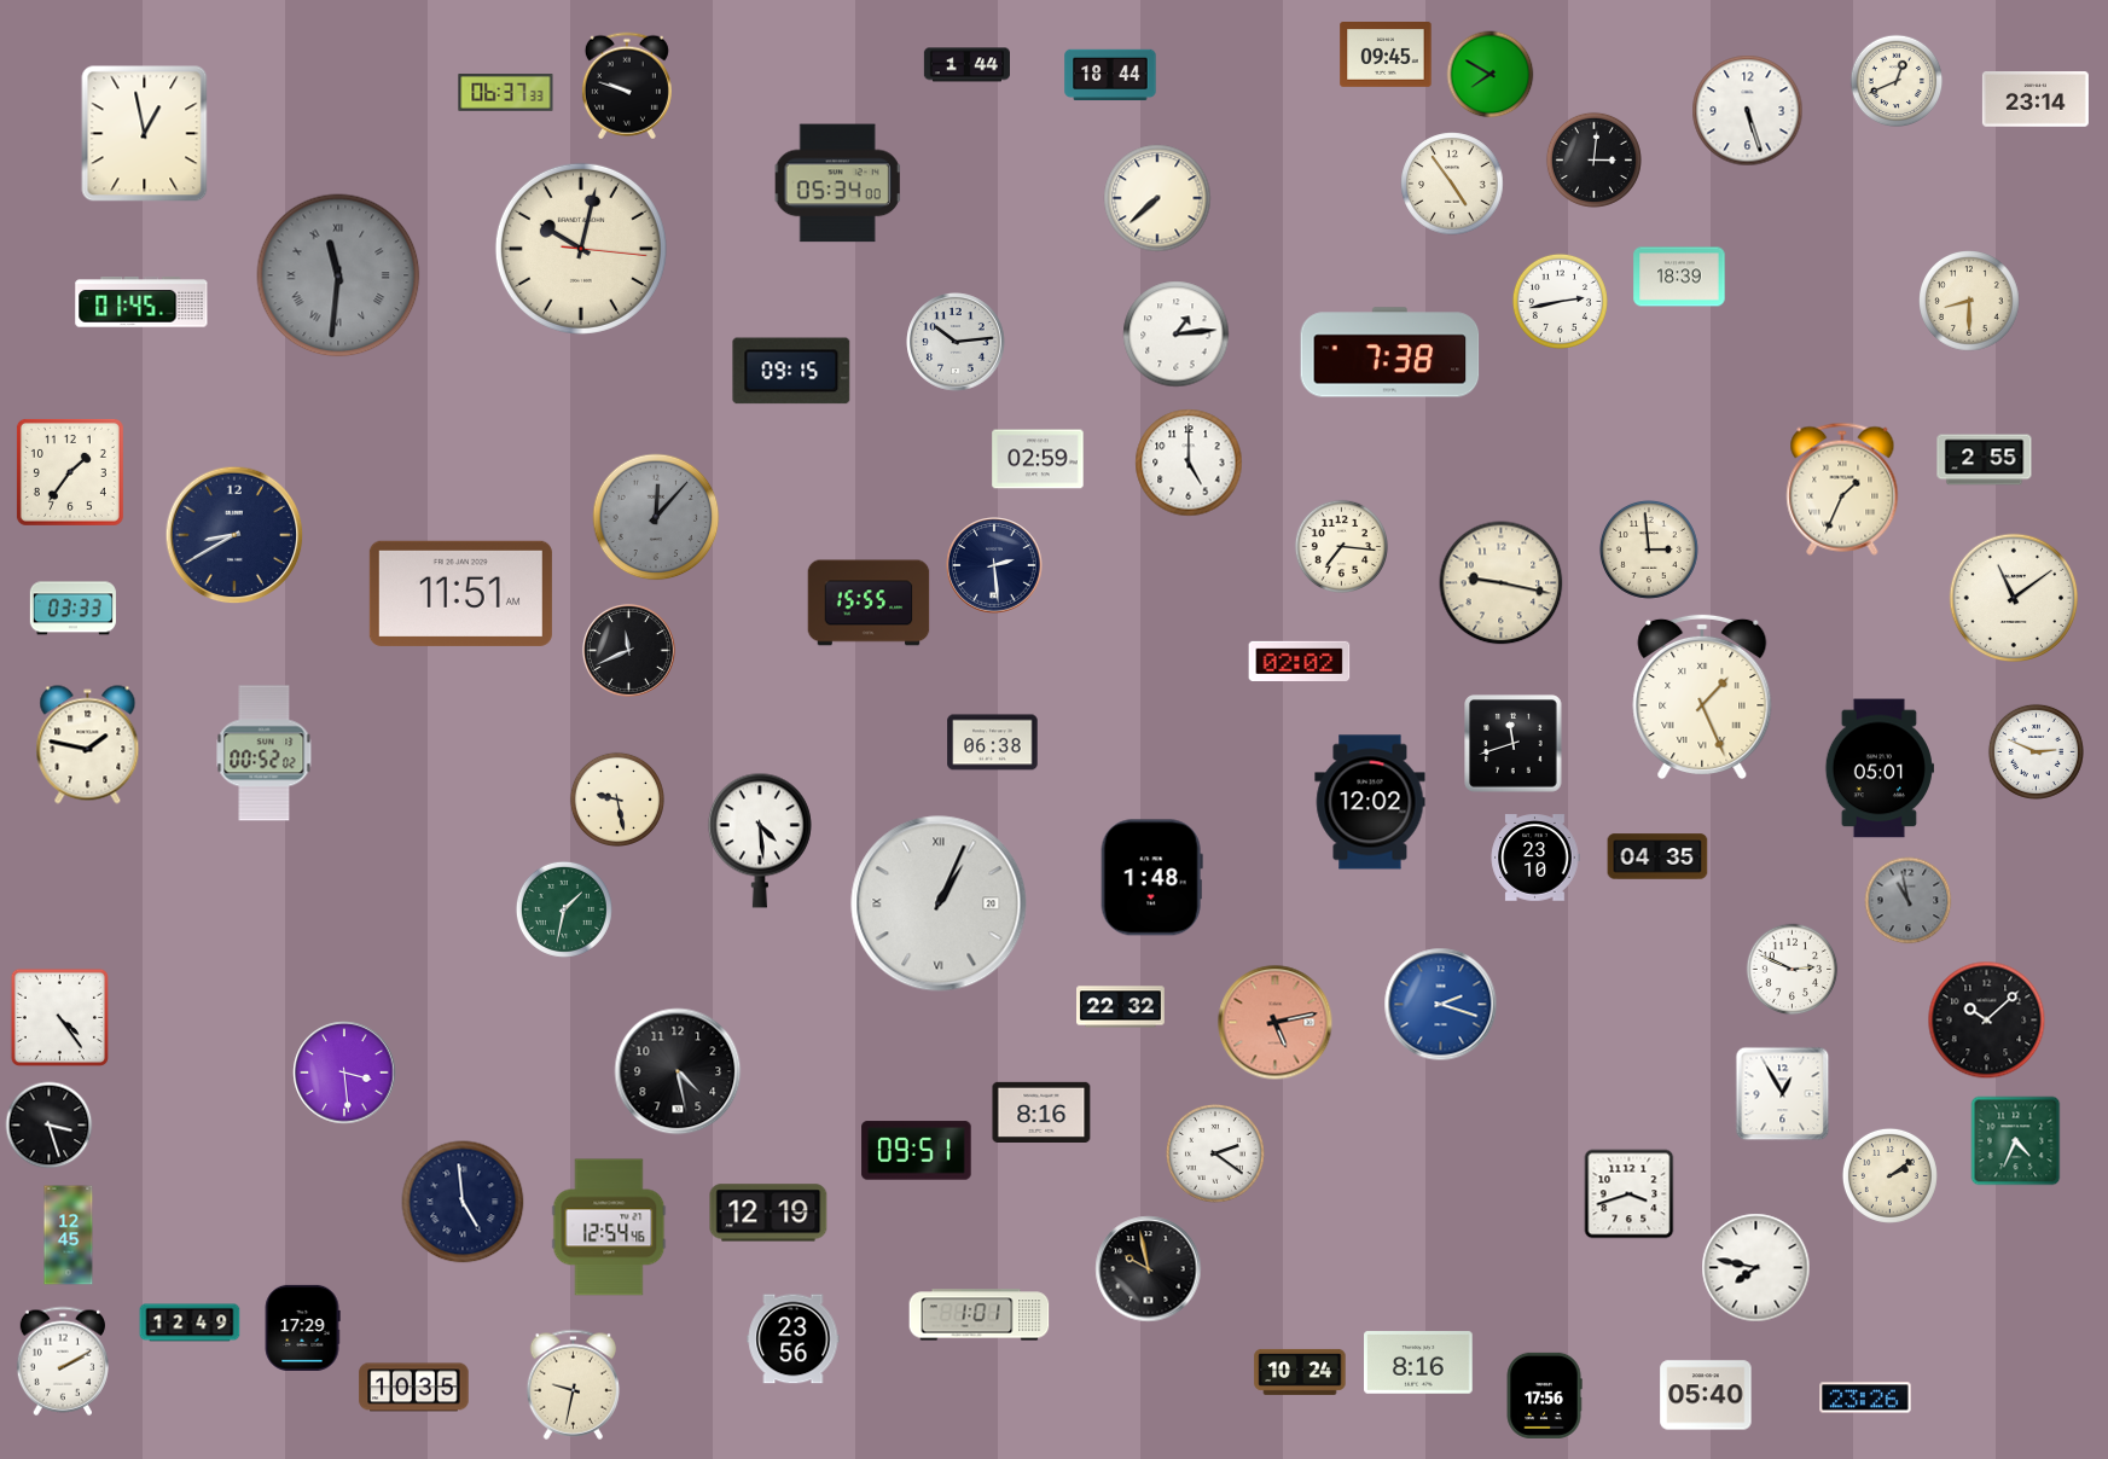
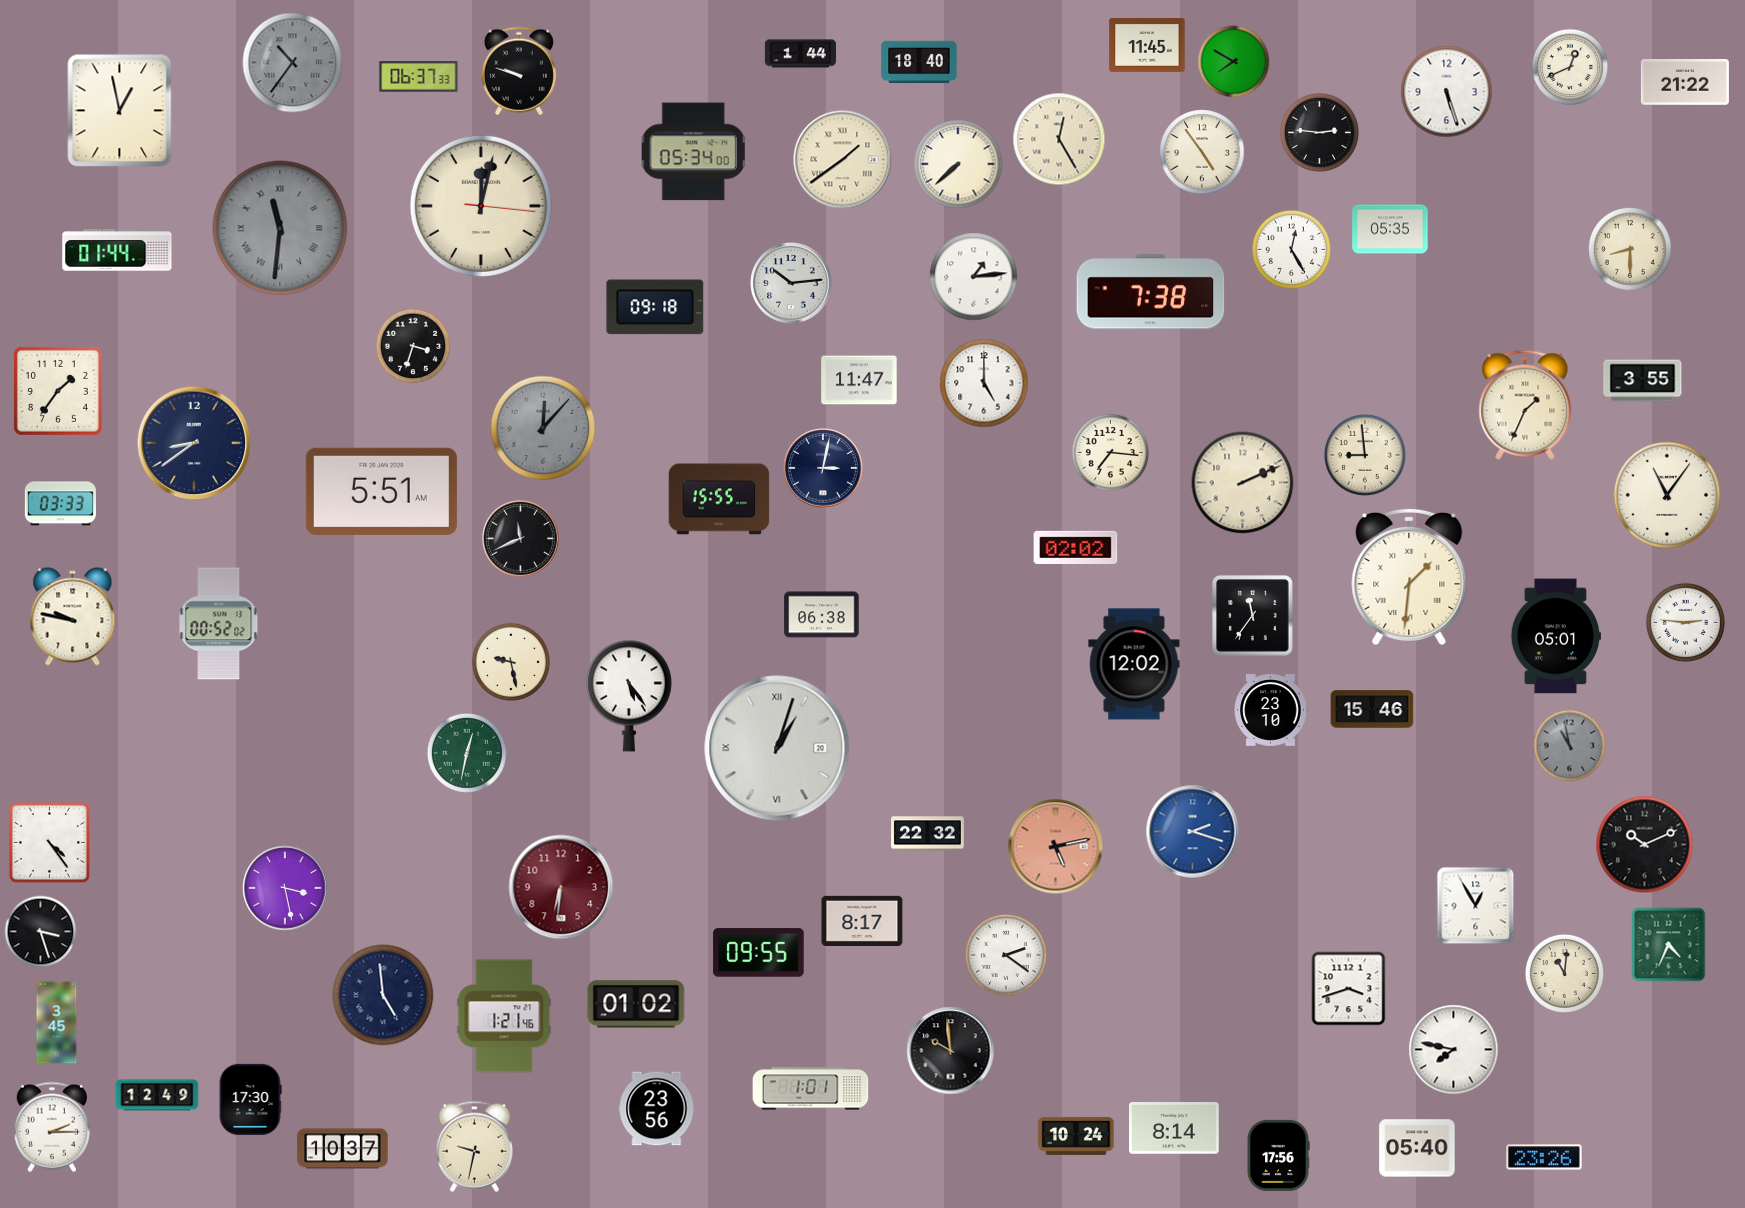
clock at (1386, 56): 09:45 -> 11:45
clock at (1110, 75): 18:44 -> 18:40
clock at (293, 63): none -> 10:36
clock at (2036, 100): 23:14 -> 21:22
clock at (1593, 159): 3:01 -> 2:46
clock at (1059, 139): none -> 12:25
clock at (843, 160): none -> 1:39
clock at (581, 249): 10:02 -> 12:02
clock at (1679, 277): 18:39 -> 05:35
clock at (1560, 301): 2:43 -> 12:25
clock at (141, 302): 01:45 -> 01:44
clock at (791, 371): 09:15 -> 09:18
clock at (413, 346): none -> 3:33
clock at (1038, 459): 02:59 -> 11:47
clock at (1985, 460): 2:55 -> 3:55
clock at (234, 535): 8:40 -> 8:39
clock at (1649, 550): 2:59 -> 8:59
clock at (994, 565): 2:29 -> 3:02
clock at (1502, 583): 9:17 -> 2:11
clock at (460, 593): 11:51 -> 5:51
clock at (2014, 598): 11:09 -> 11:06
clock at (1702, 696): 1:26 -> 1:31
clock at (1514, 744): 11:42 -> 11:36
clock at (88, 745): 1:47 -> 9:47
clock at (2036, 751): 2:49 -> 2:46
clock at (760, 841): 4:29 -> 5:24
clock at (1657, 856): 04:35 -> 15:46
clock at (1151, 878): 1:48 -> none
clock at (1909, 901) position: (1909, 901) -> (1570, 746)
clock at (939, 903): 1:04 -> 1:03
clock at (564, 909): 1:32 -> 12:32
clock at (1793, 970): 2:49 -> none
clock at (1987, 1021): 10:08 -> 10:11
clock at (678, 1071): 4:28 -> 6:31
clock at (678, 1071) dial: black -> burgundy
clock at (344, 1073): 3:29 -> 3:28
clock at (1041, 1111): 8:16 -> 8:17
clock at (917, 1151): 09:51 -> 09:55
clock at (1889, 1175): 2:09 -> 11:01
clock at (768, 1213): 12:19 -> 01:02
clock at (609, 1227): 12:54 -> 1:21
clock at (69, 1236): 12:45 -> 3:45
clock at (1149, 1269): 9:58 -> 9:59
clock at (302, 1327): 17:29 -> 17:30
clock at (62, 1361): 2:10 -> 2:15
clock at (1418, 1362): 8:16 -> 8:14
clock at (414, 1388): 10:35 -> 10:37
clock at (1706, 1395) position: (1706, 1395) -> (1417, 1148)
